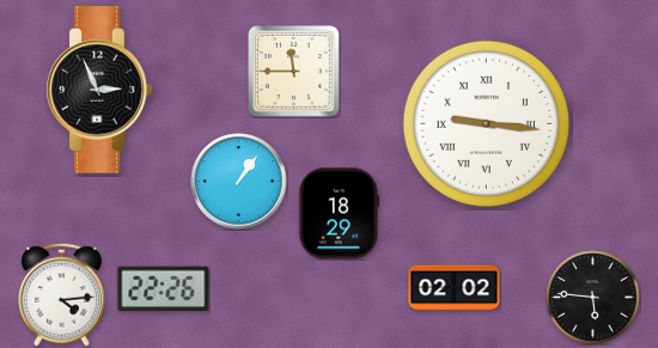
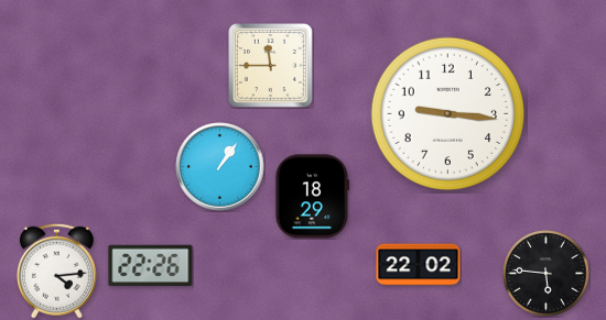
clock at (99, 90): 2:56 -> none
clock at (486, 123) numerals: Roman -> Arabic
clock at (455, 288): 02:02 -> 22:02
